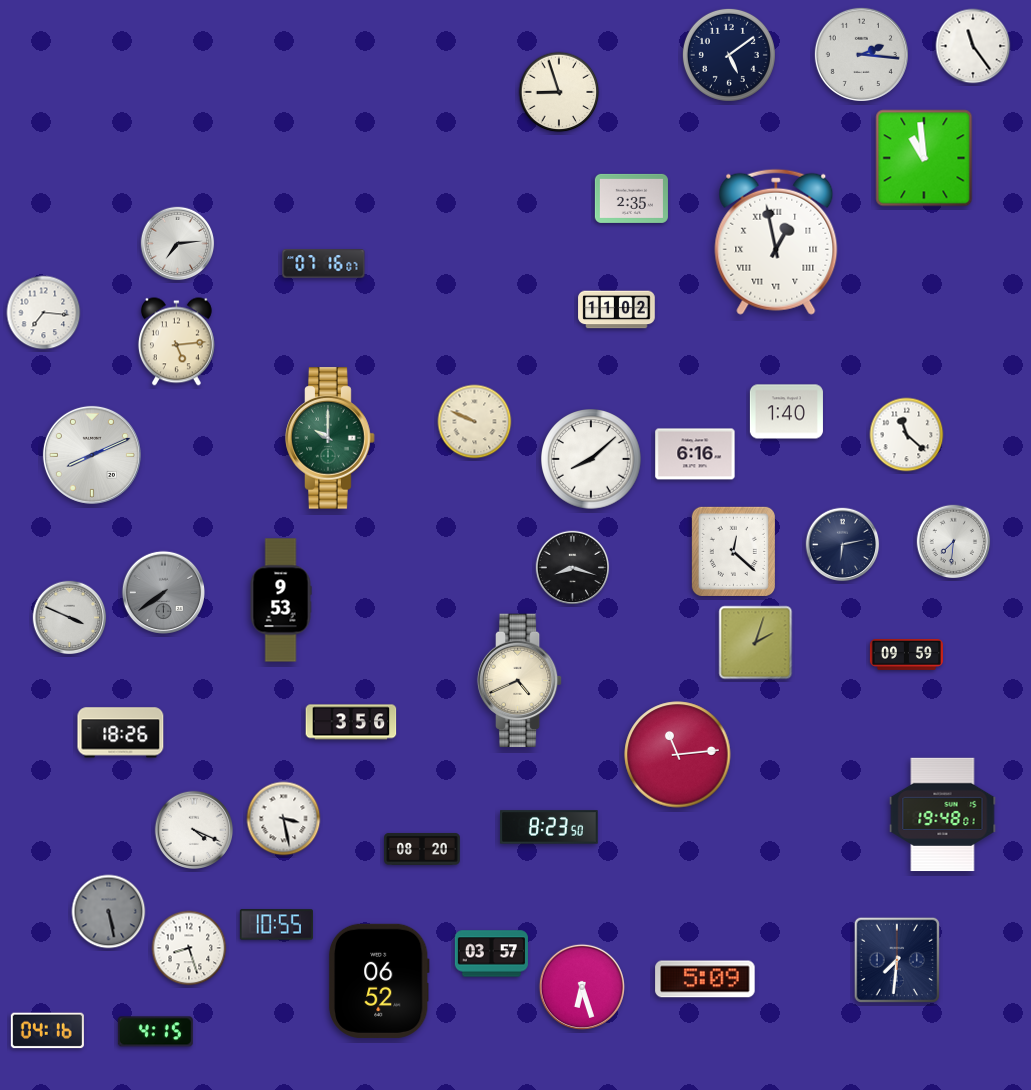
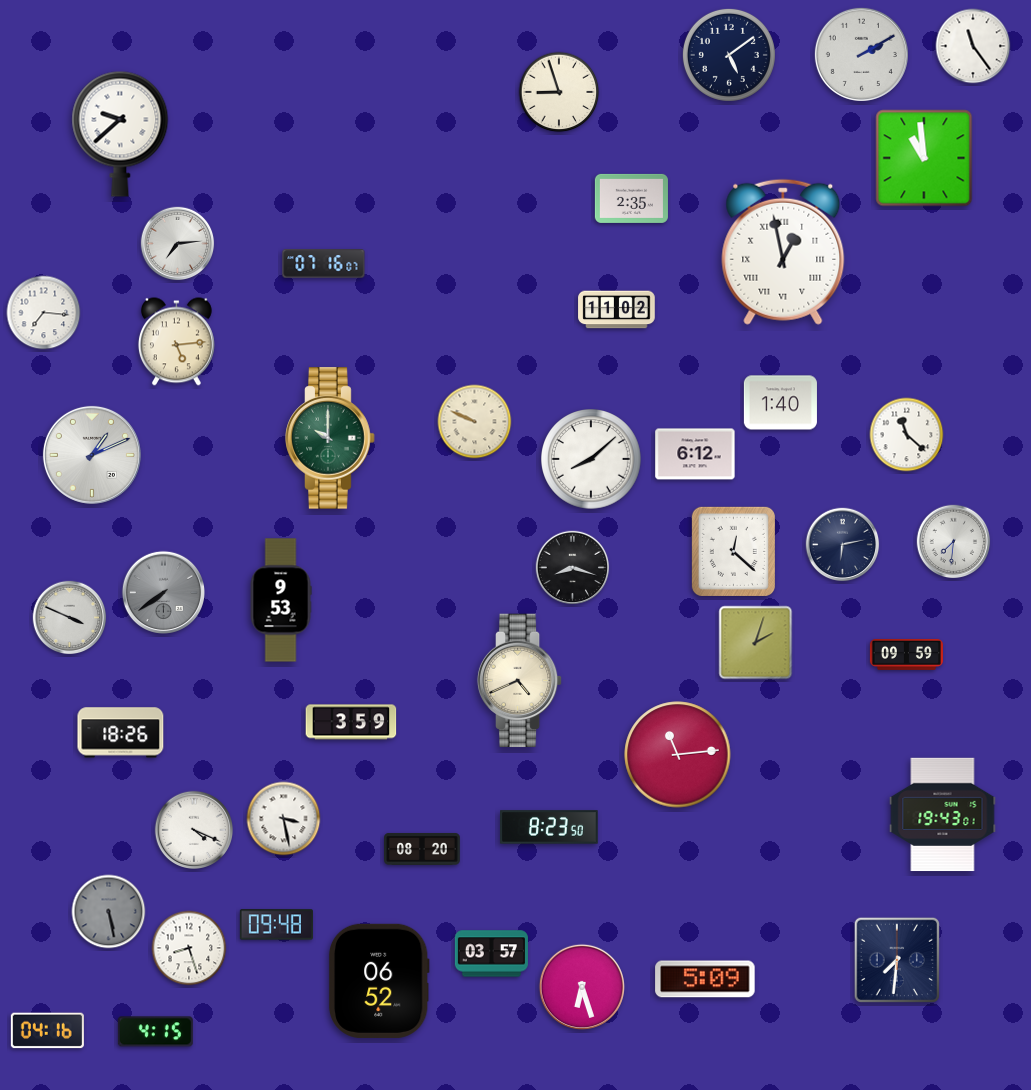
clock at (861, 54): 2:16 -> 2:10
clock at (120, 134): none -> 9:38
clock at (776, 242) position: (776, 242) -> (783, 252)
clock at (786, 412) position: (786, 412) -> (780, 403)
clock at (695, 454): 6:16 -> 6:12
clock at (92, 455): 8:11 -> 1:11
clock at (351, 722): 3:56 -> 3:59
clock at (943, 815): 19:48 -> 19:43
clock at (276, 925): 10:55 -> 09:48
